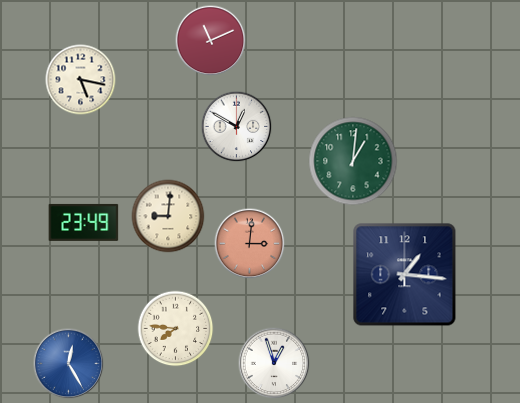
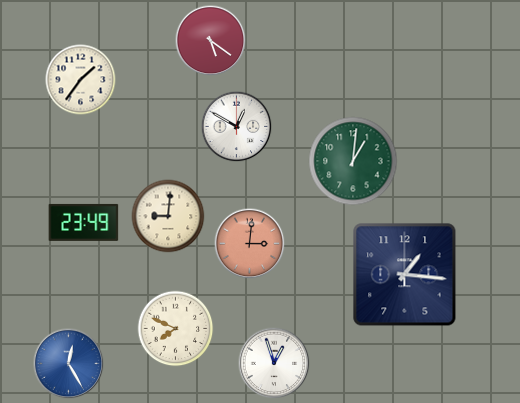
clock at (211, 41): 11:11 -> 5:21
clock at (81, 80): 5:17 -> 1:36
clock at (176, 329): 7:46 -> 7:49
